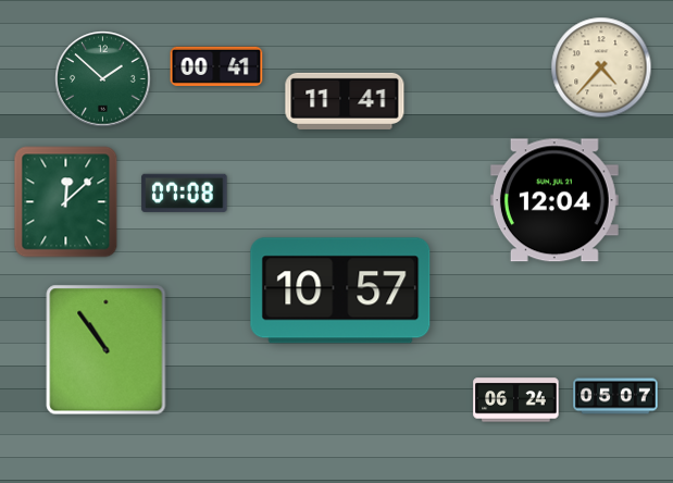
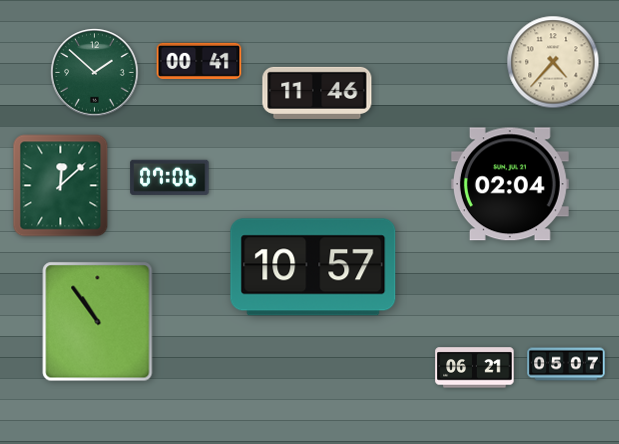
clock at (345, 101): 11:41 -> 11:46
clock at (185, 193): 07:08 -> 07:06
clock at (554, 200): 12:04 -> 02:04
clock at (516, 400): 06:24 -> 06:21
